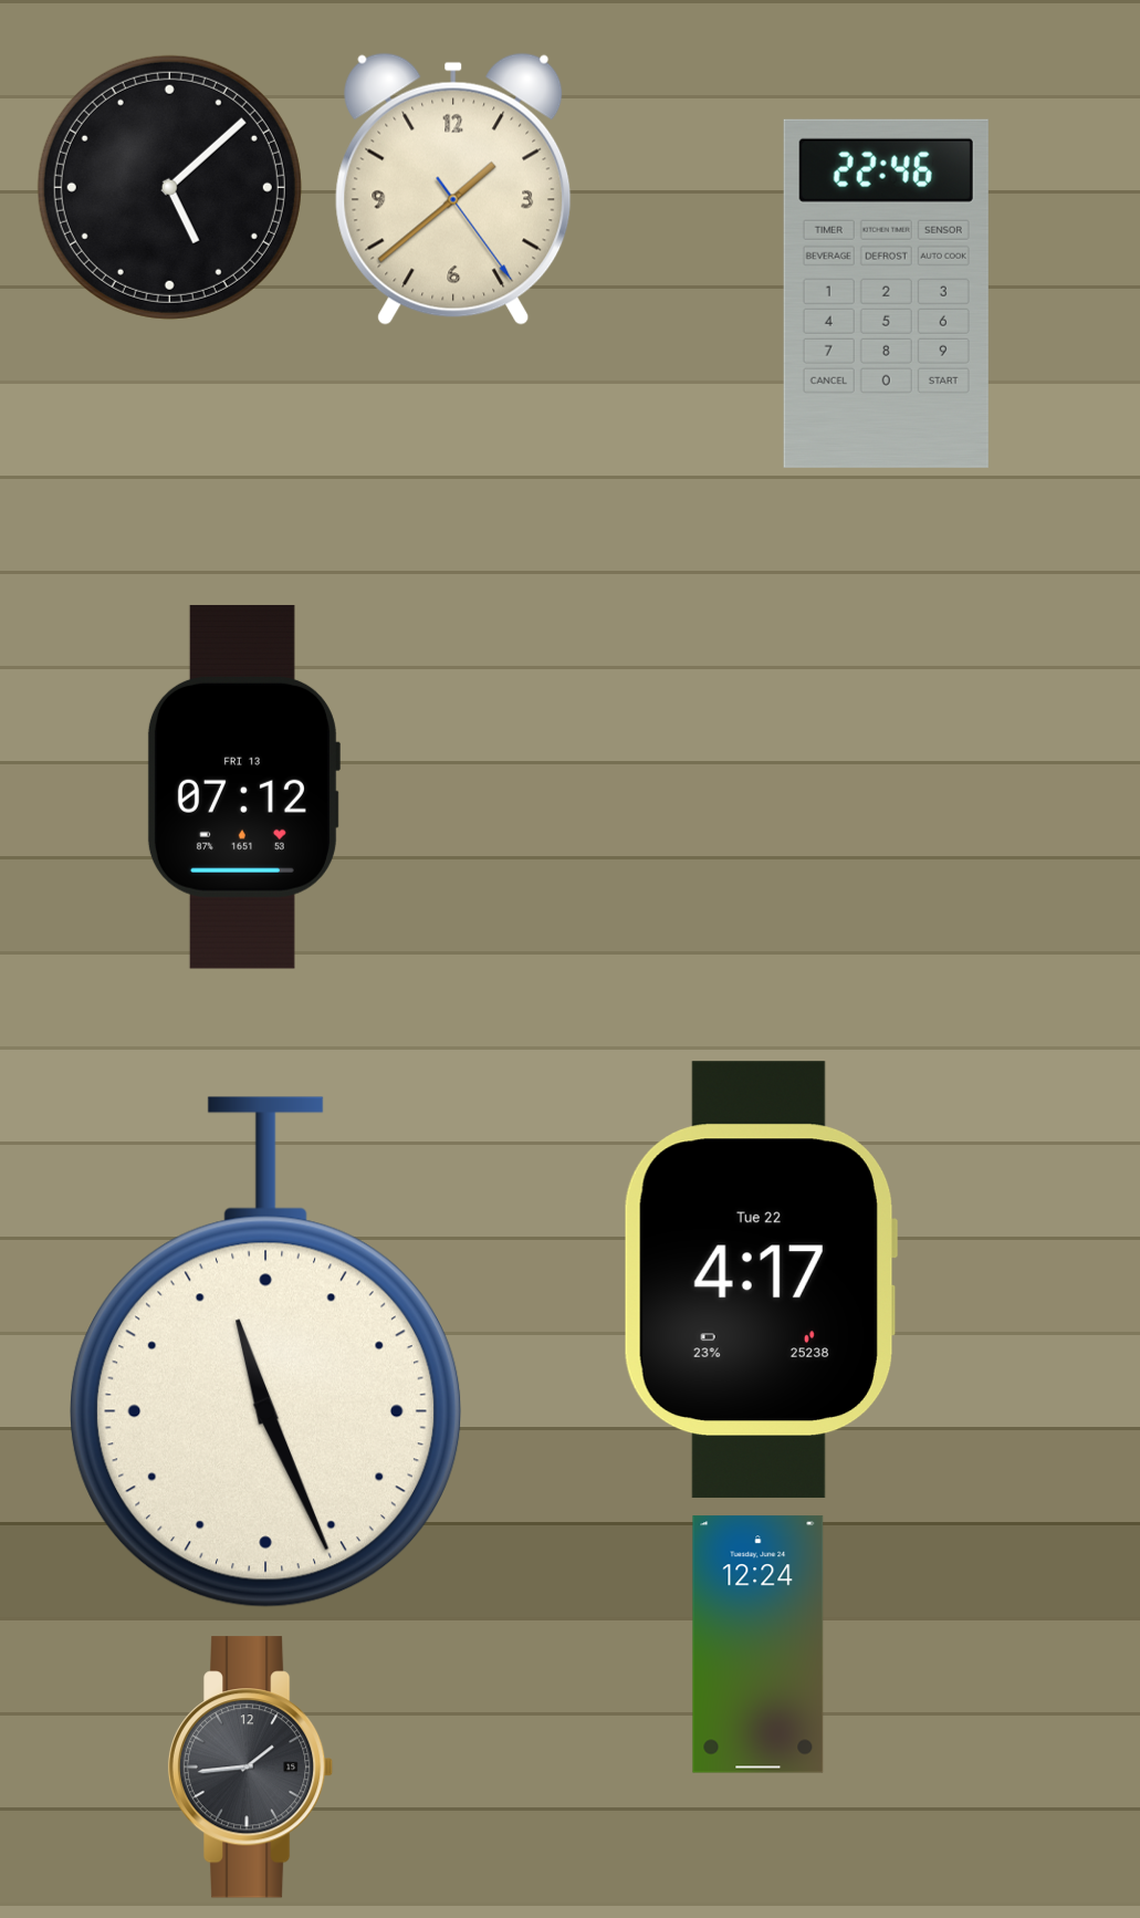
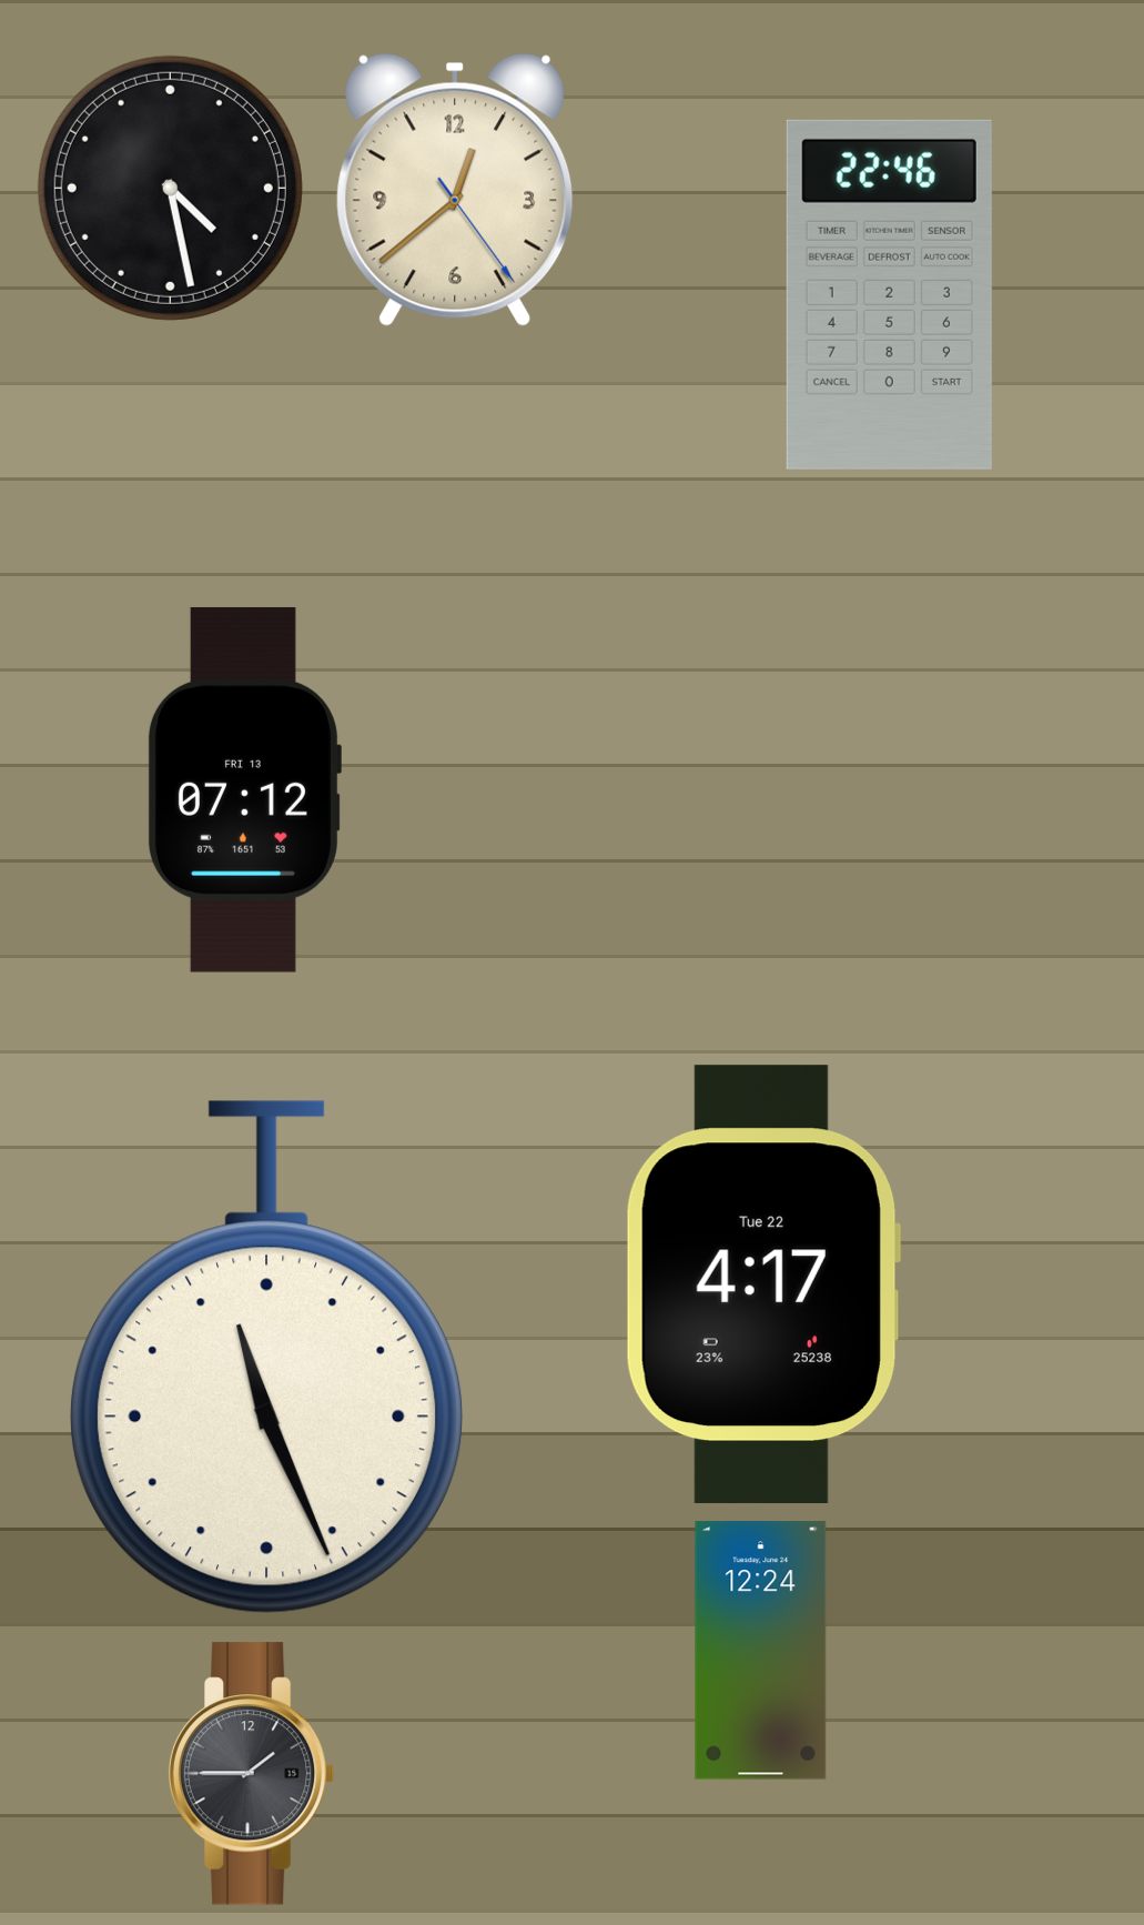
clock at (169, 187): 5:08 -> 4:28
clock at (453, 189): 1:38 -> 12:38
clock at (251, 1768): 1:44 -> 1:45
